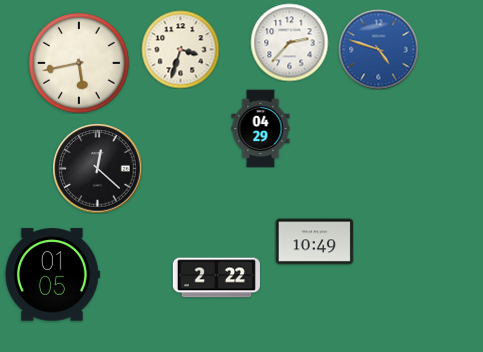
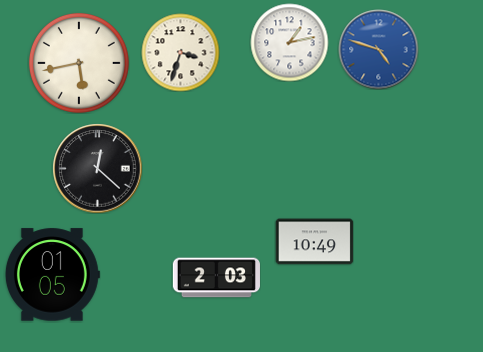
clock at (289, 42): 2:37 -> 1:13
clock at (180, 49) position: (180, 49) -> (180, 52)
clock at (261, 128): 04:29 -> none
clock at (216, 278): 2:22 -> 2:03
